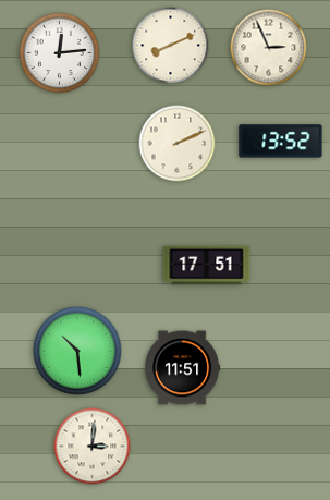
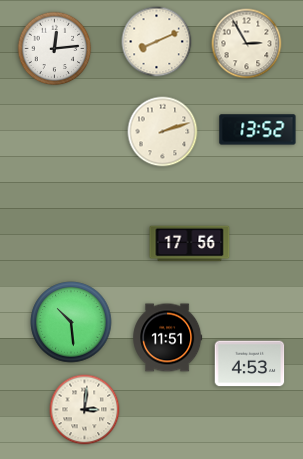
clock at (269, 48): 2:56 -> 2:55
clock at (178, 144): 2:11 -> 2:12
clock at (207, 266): 17:51 -> 17:56
clock at (250, 364): none -> 4:53
